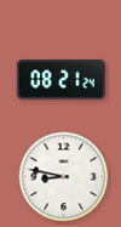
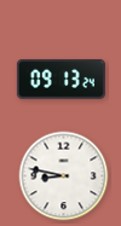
clock at (60, 80): 08:21 -> 09:13
